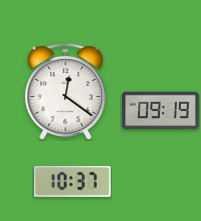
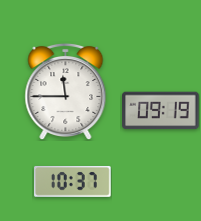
clock at (66, 91): 12:21 -> 11:45
